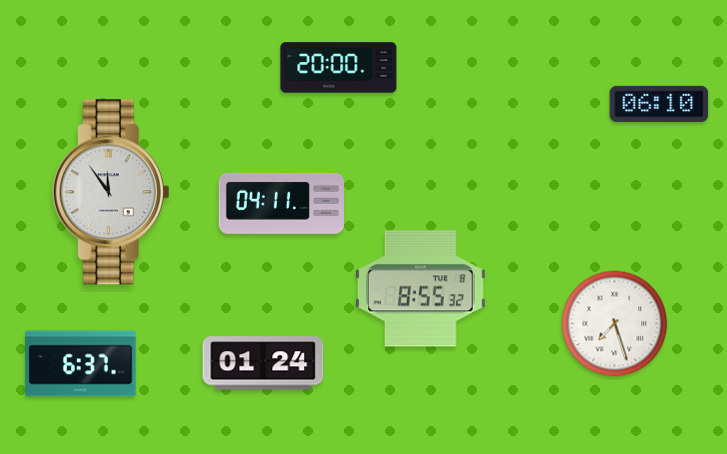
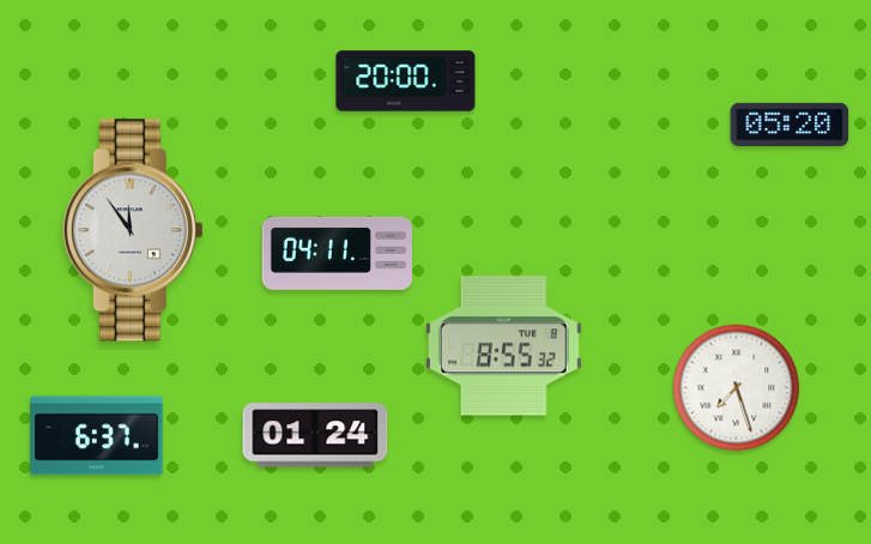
clock at (659, 104): 06:10 -> 05:20
clock at (281, 203) position: (281, 203) -> (337, 253)
